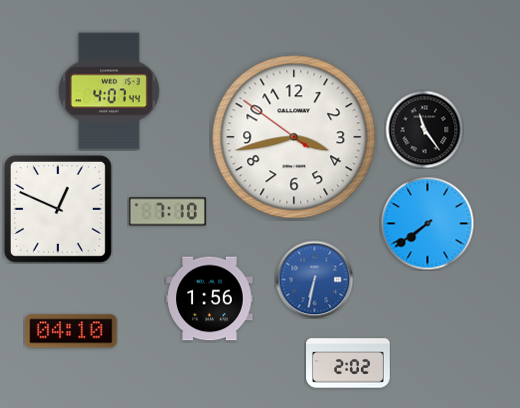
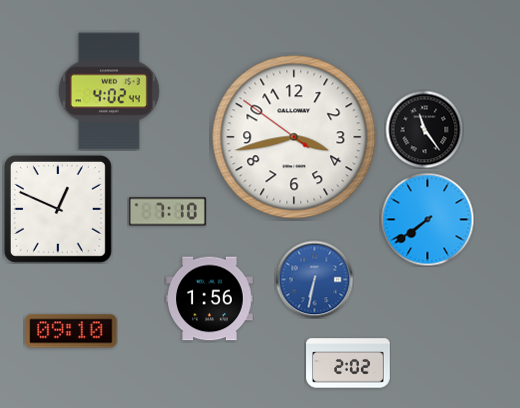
clock at (109, 91): 4:07 -> 4:02
clock at (427, 223) position: (427, 223) -> (427, 219)
clock at (71, 331): 04:10 -> 09:10
